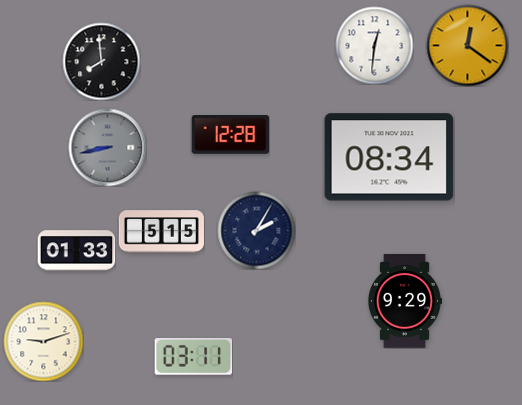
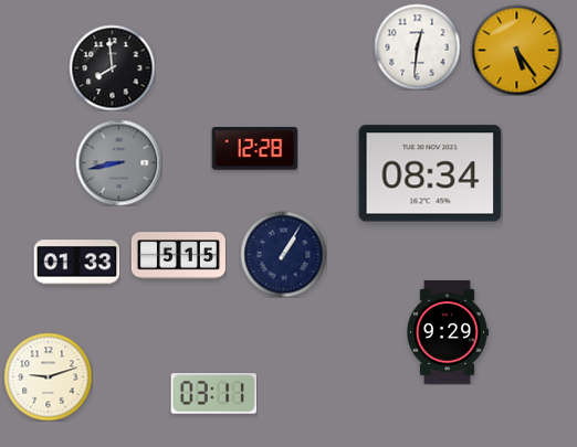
clock at (374, 45) position: (374, 45) -> (417, 46)
clock at (467, 45): 12:21 -> 5:24
clock at (256, 230): 2:05 -> 1:05
clock at (76, 251) position: (76, 251) -> (76, 263)
